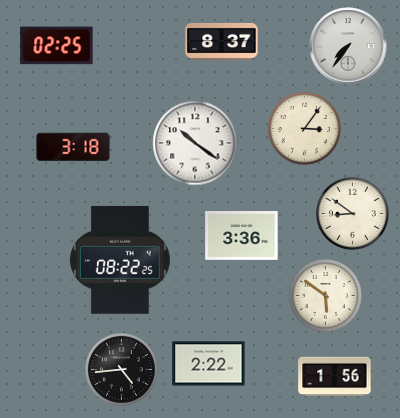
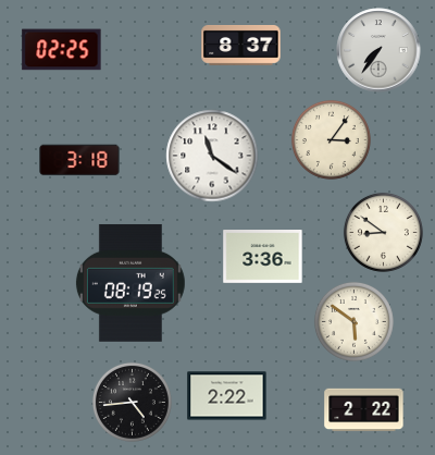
clock at (195, 143): 10:21 -> 11:21
clock at (120, 260): 08:22 -> 08:19
clock at (335, 377): 1:56 -> 2:22
